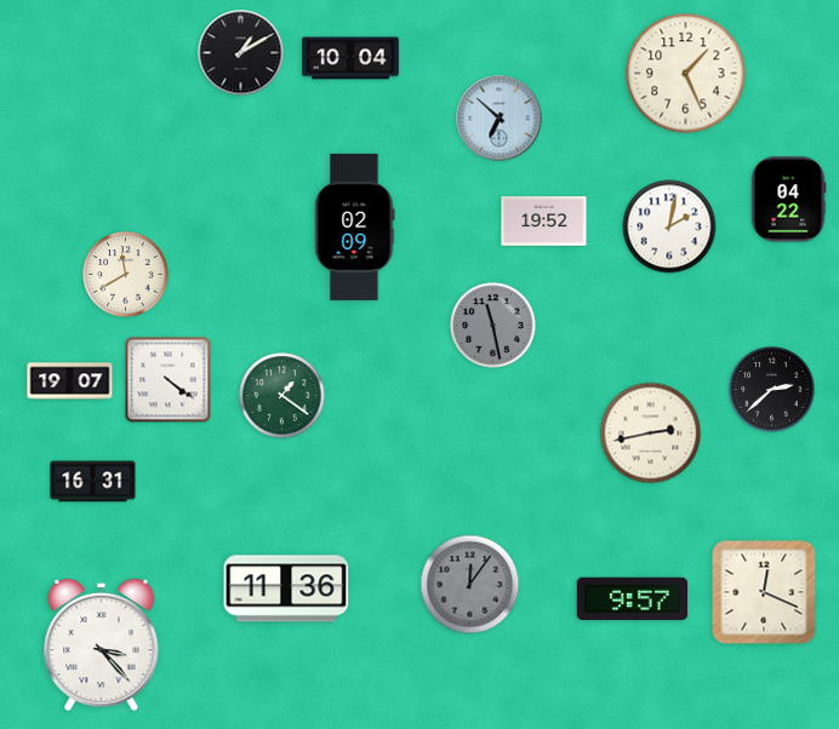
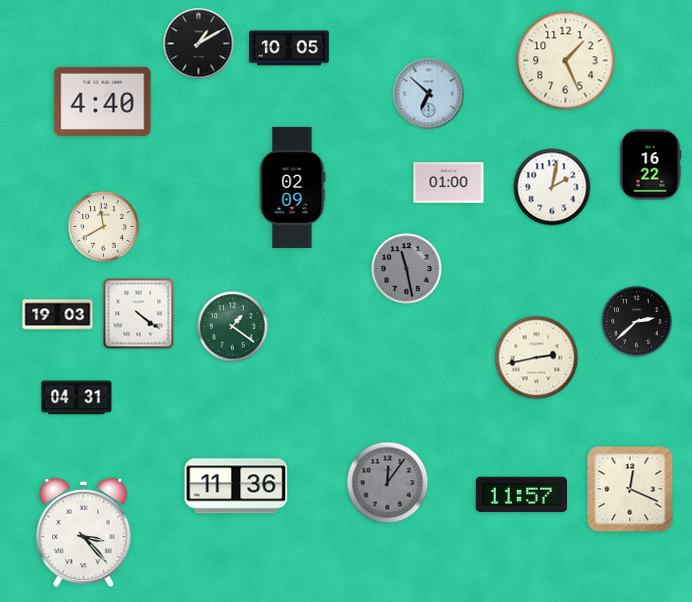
clock at (352, 58): 10:04 -> 10:05
clock at (500, 119) position: (500, 119) -> (429, 94)
clock at (103, 101): none -> 4:40
clock at (788, 200): 04:22 -> 16:22
clock at (544, 222): 19:52 -> 01:00
clock at (70, 381): 19:07 -> 19:03
clock at (93, 482): 16:31 -> 04:31
clock at (632, 599): 9:57 -> 11:57
